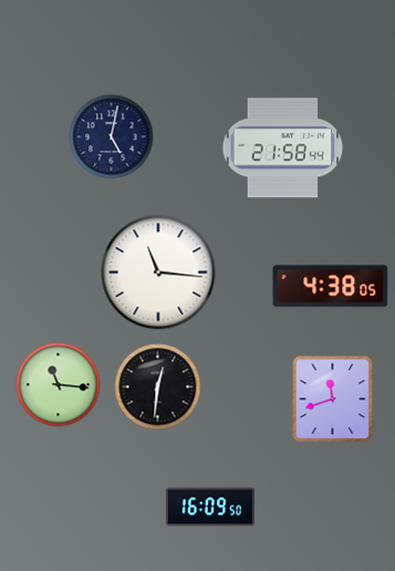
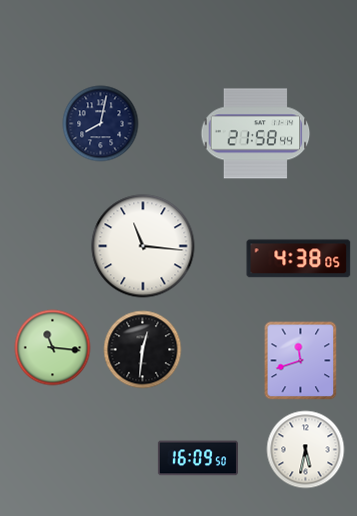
clock at (112, 137): 5:02 -> 8:02
clock at (306, 450): none -> 5:32
clock at (210, 507) position: (210, 507) -> (198, 458)
